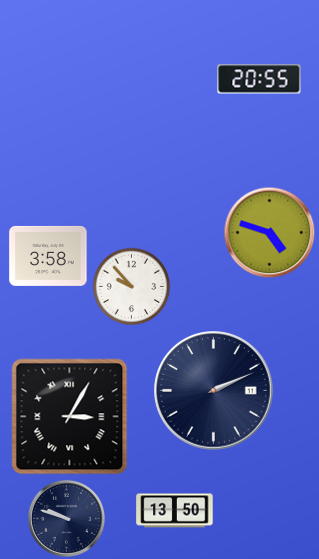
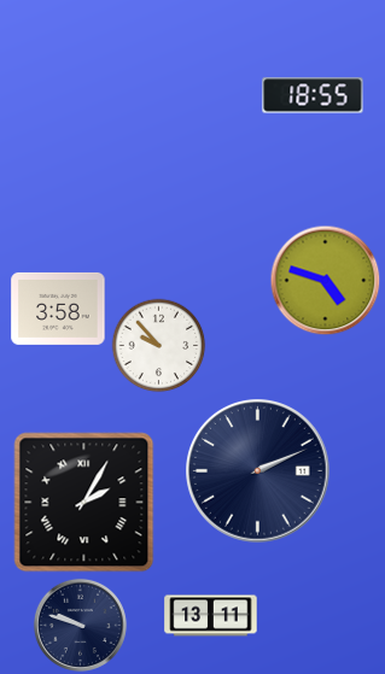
clock at (259, 79): 20:55 -> 18:55
clock at (70, 417): 3:05 -> 2:05
clock at (175, 511): 13:50 -> 13:11
